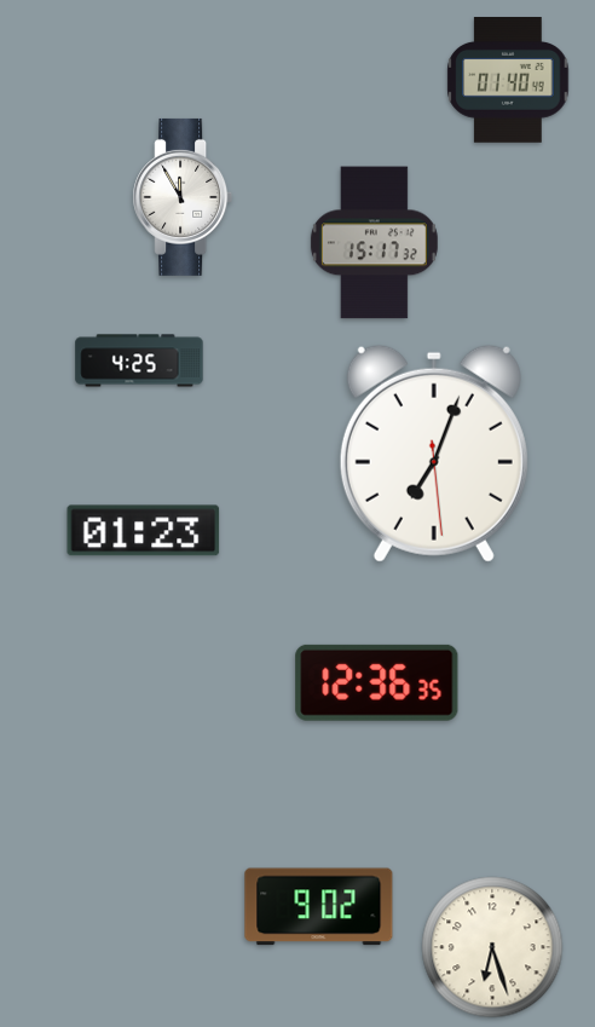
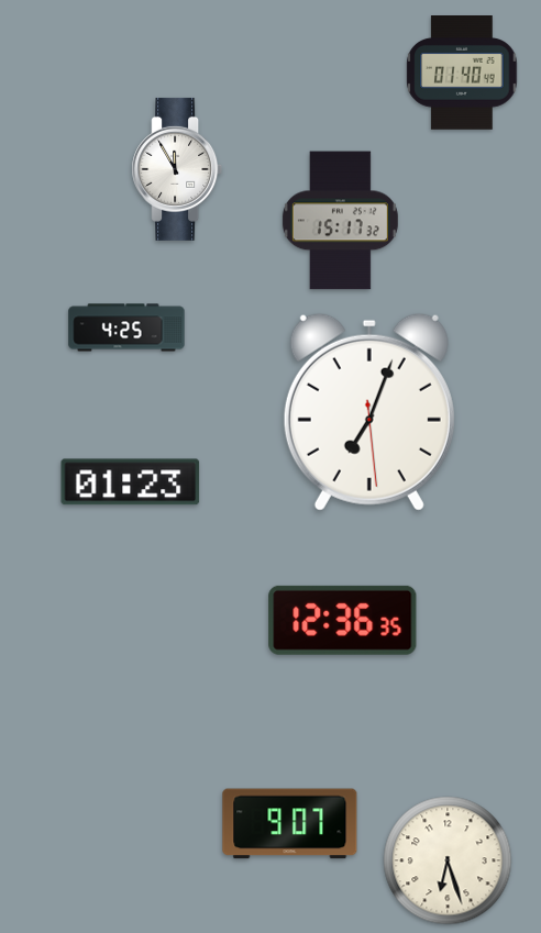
clock at (183, 197) position: (183, 197) -> (177, 169)
clock at (434, 454) position: (434, 454) -> (369, 412)
clock at (319, 907): 9:02 -> 9:07
